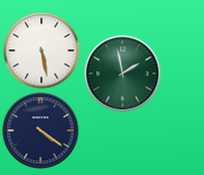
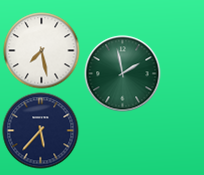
clock at (42, 51): 5:28 -> 7:28
clock at (41, 131): 4:21 -> 5:37
